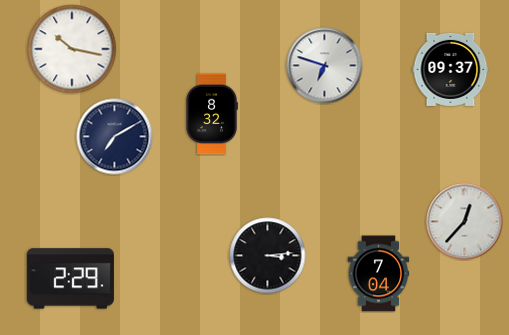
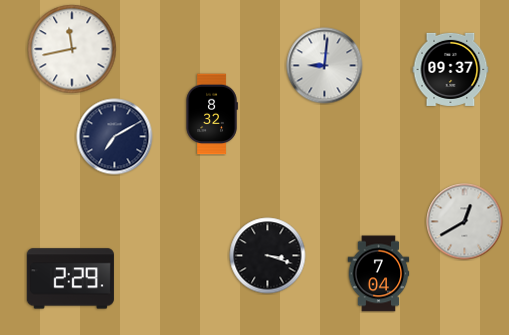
clock at (72, 49): 10:17 -> 11:43
clock at (325, 66): 6:48 -> 9:01
clock at (465, 222): 12:37 -> 12:40
clock at (268, 256): 3:14 -> 3:18
